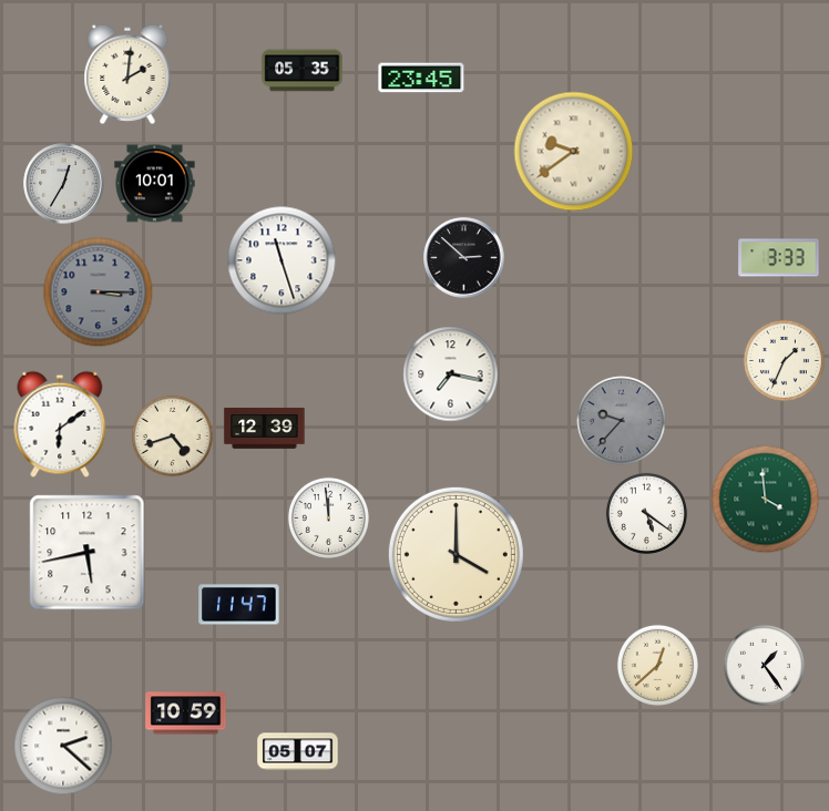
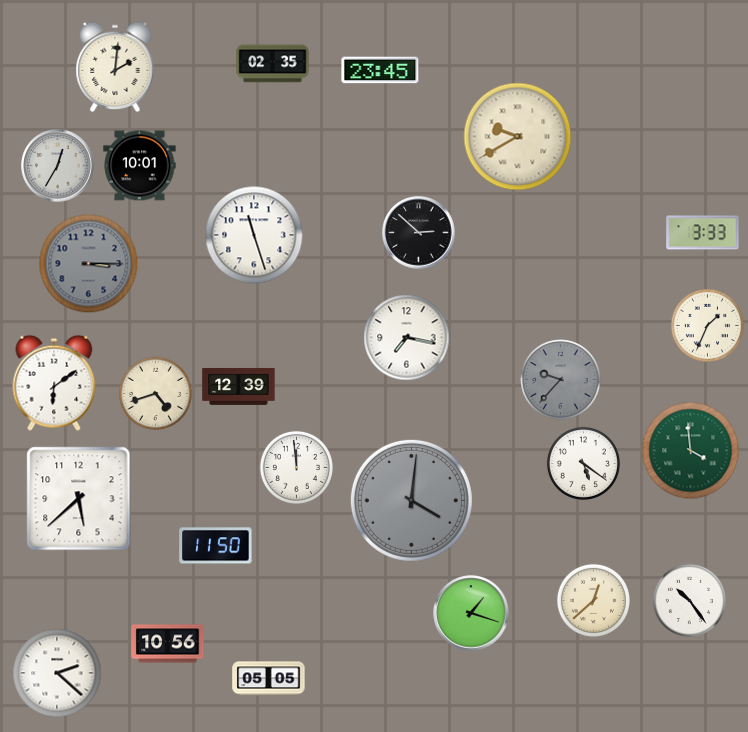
clock at (303, 71): 05:35 -> 02:35
clock at (574, 152): 9:39 -> 9:40
clock at (88, 553): 5:43 -> 5:38
clock at (456, 554): 4:00 -> 4:01
clock at (456, 554) dial: cream -> grey
clock at (239, 605): 11:47 -> 11:50
clock at (764, 665): 1:24 -> 10:24
clock at (471, 613): none -> 1:18
clock at (186, 714): 10:59 -> 10:56
clock at (298, 752): 05:07 -> 05:05
